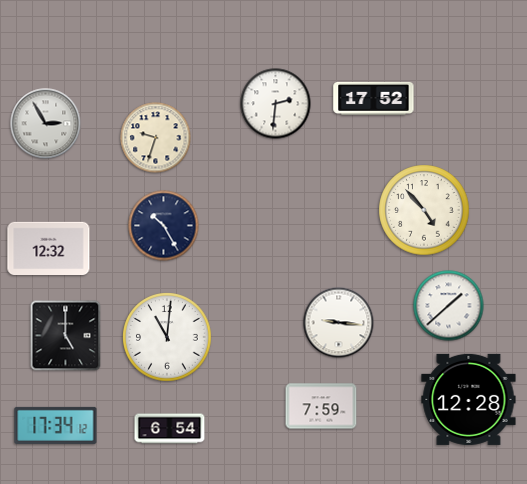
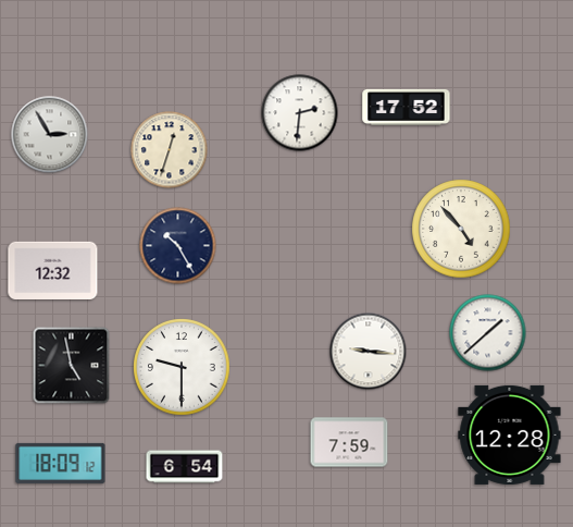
clock at (156, 138): 9:33 -> 12:33
clock at (66, 336): 5:00 -> 4:58
clock at (167, 337): 11:01 -> 9:30
clock at (56, 425): 17:34 -> 18:09
